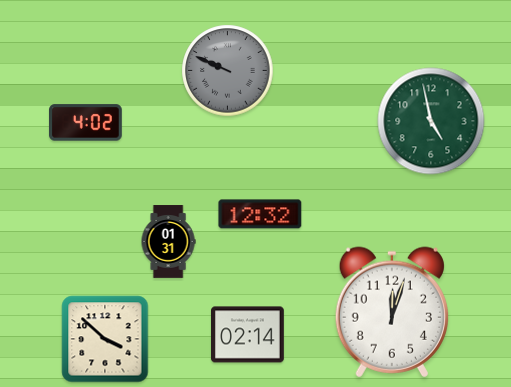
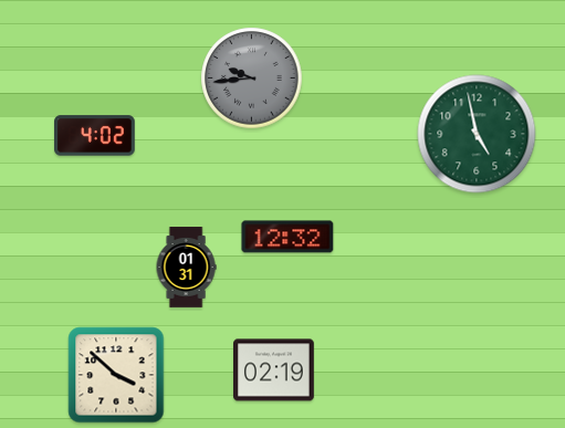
clock at (228, 71): 9:49 -> 9:44
clock at (392, 312): 12:03 -> none
clock at (248, 335): 02:14 -> 02:19
